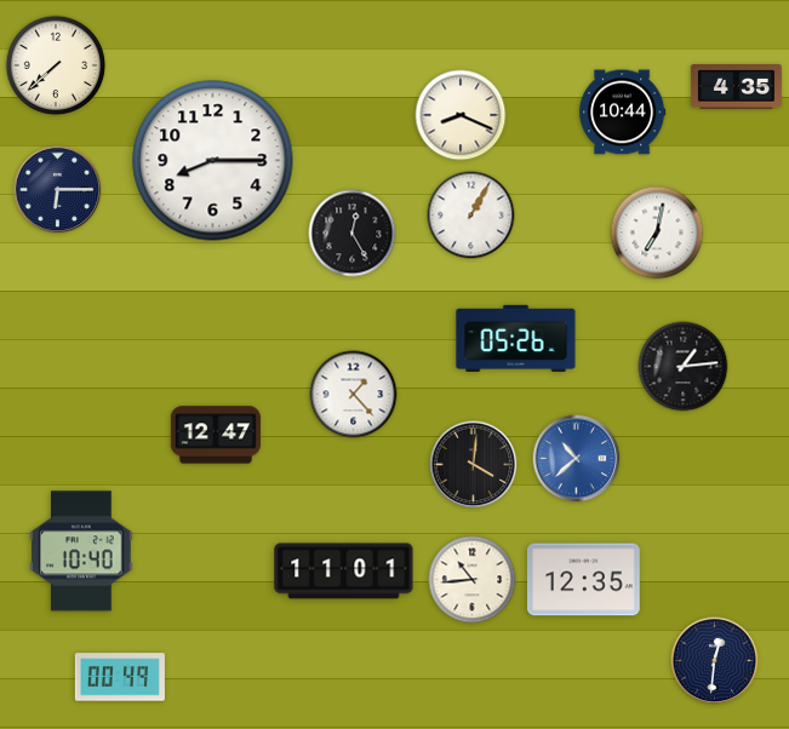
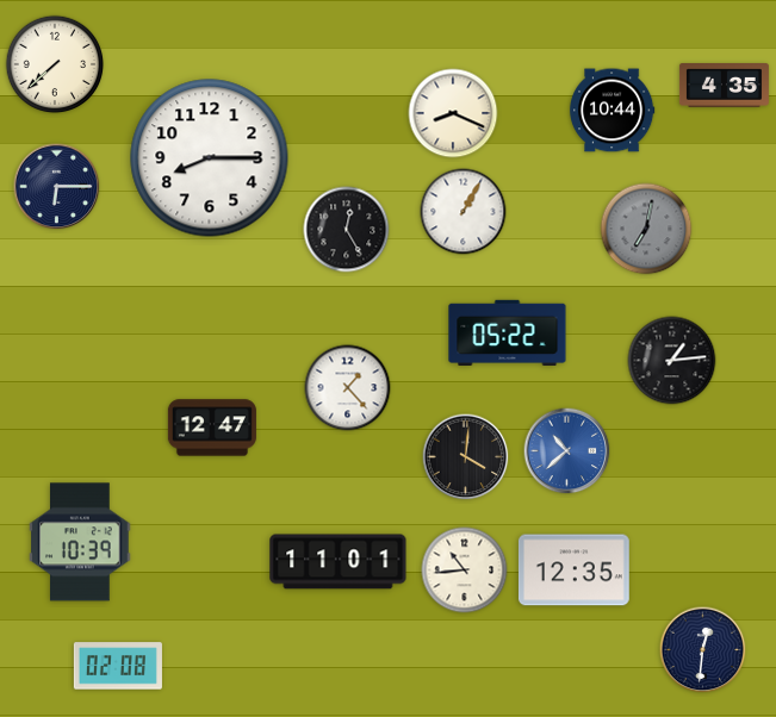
clock at (657, 233) dial: white -> grey
clock at (516, 339): 05:26 -> 05:22
clock at (81, 551): 10:40 -> 10:39
clock at (120, 677): 00:49 -> 02:08
